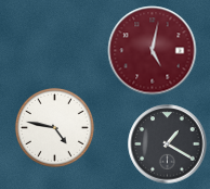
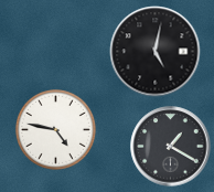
clock at (153, 51) dial: burgundy -> black
